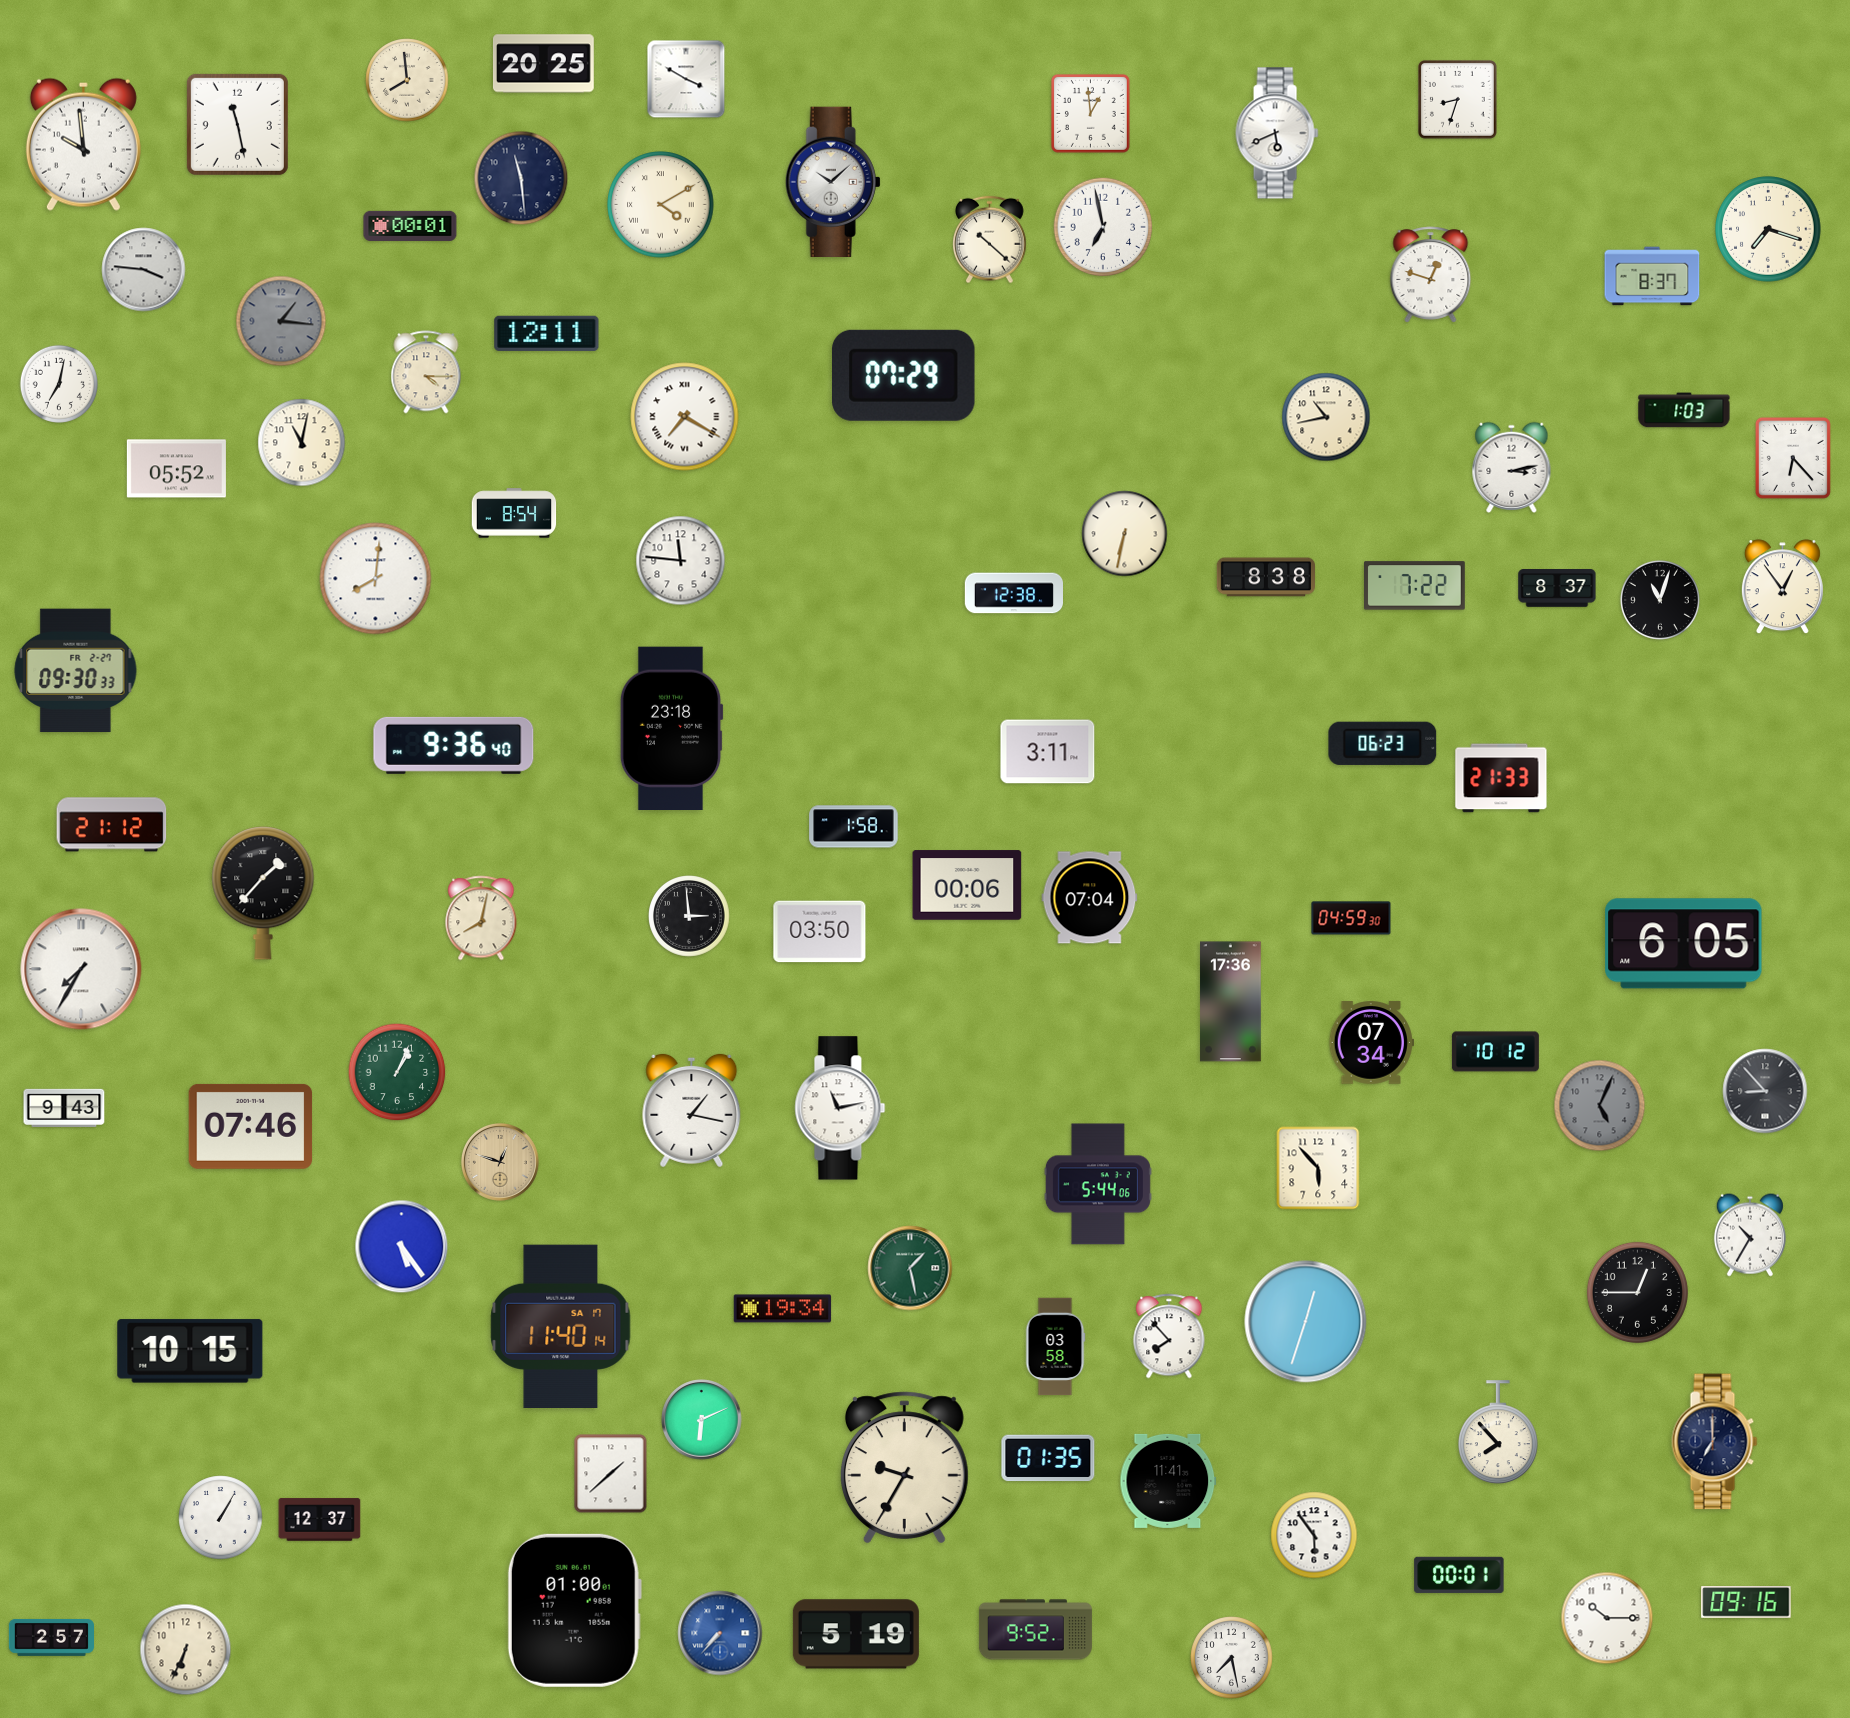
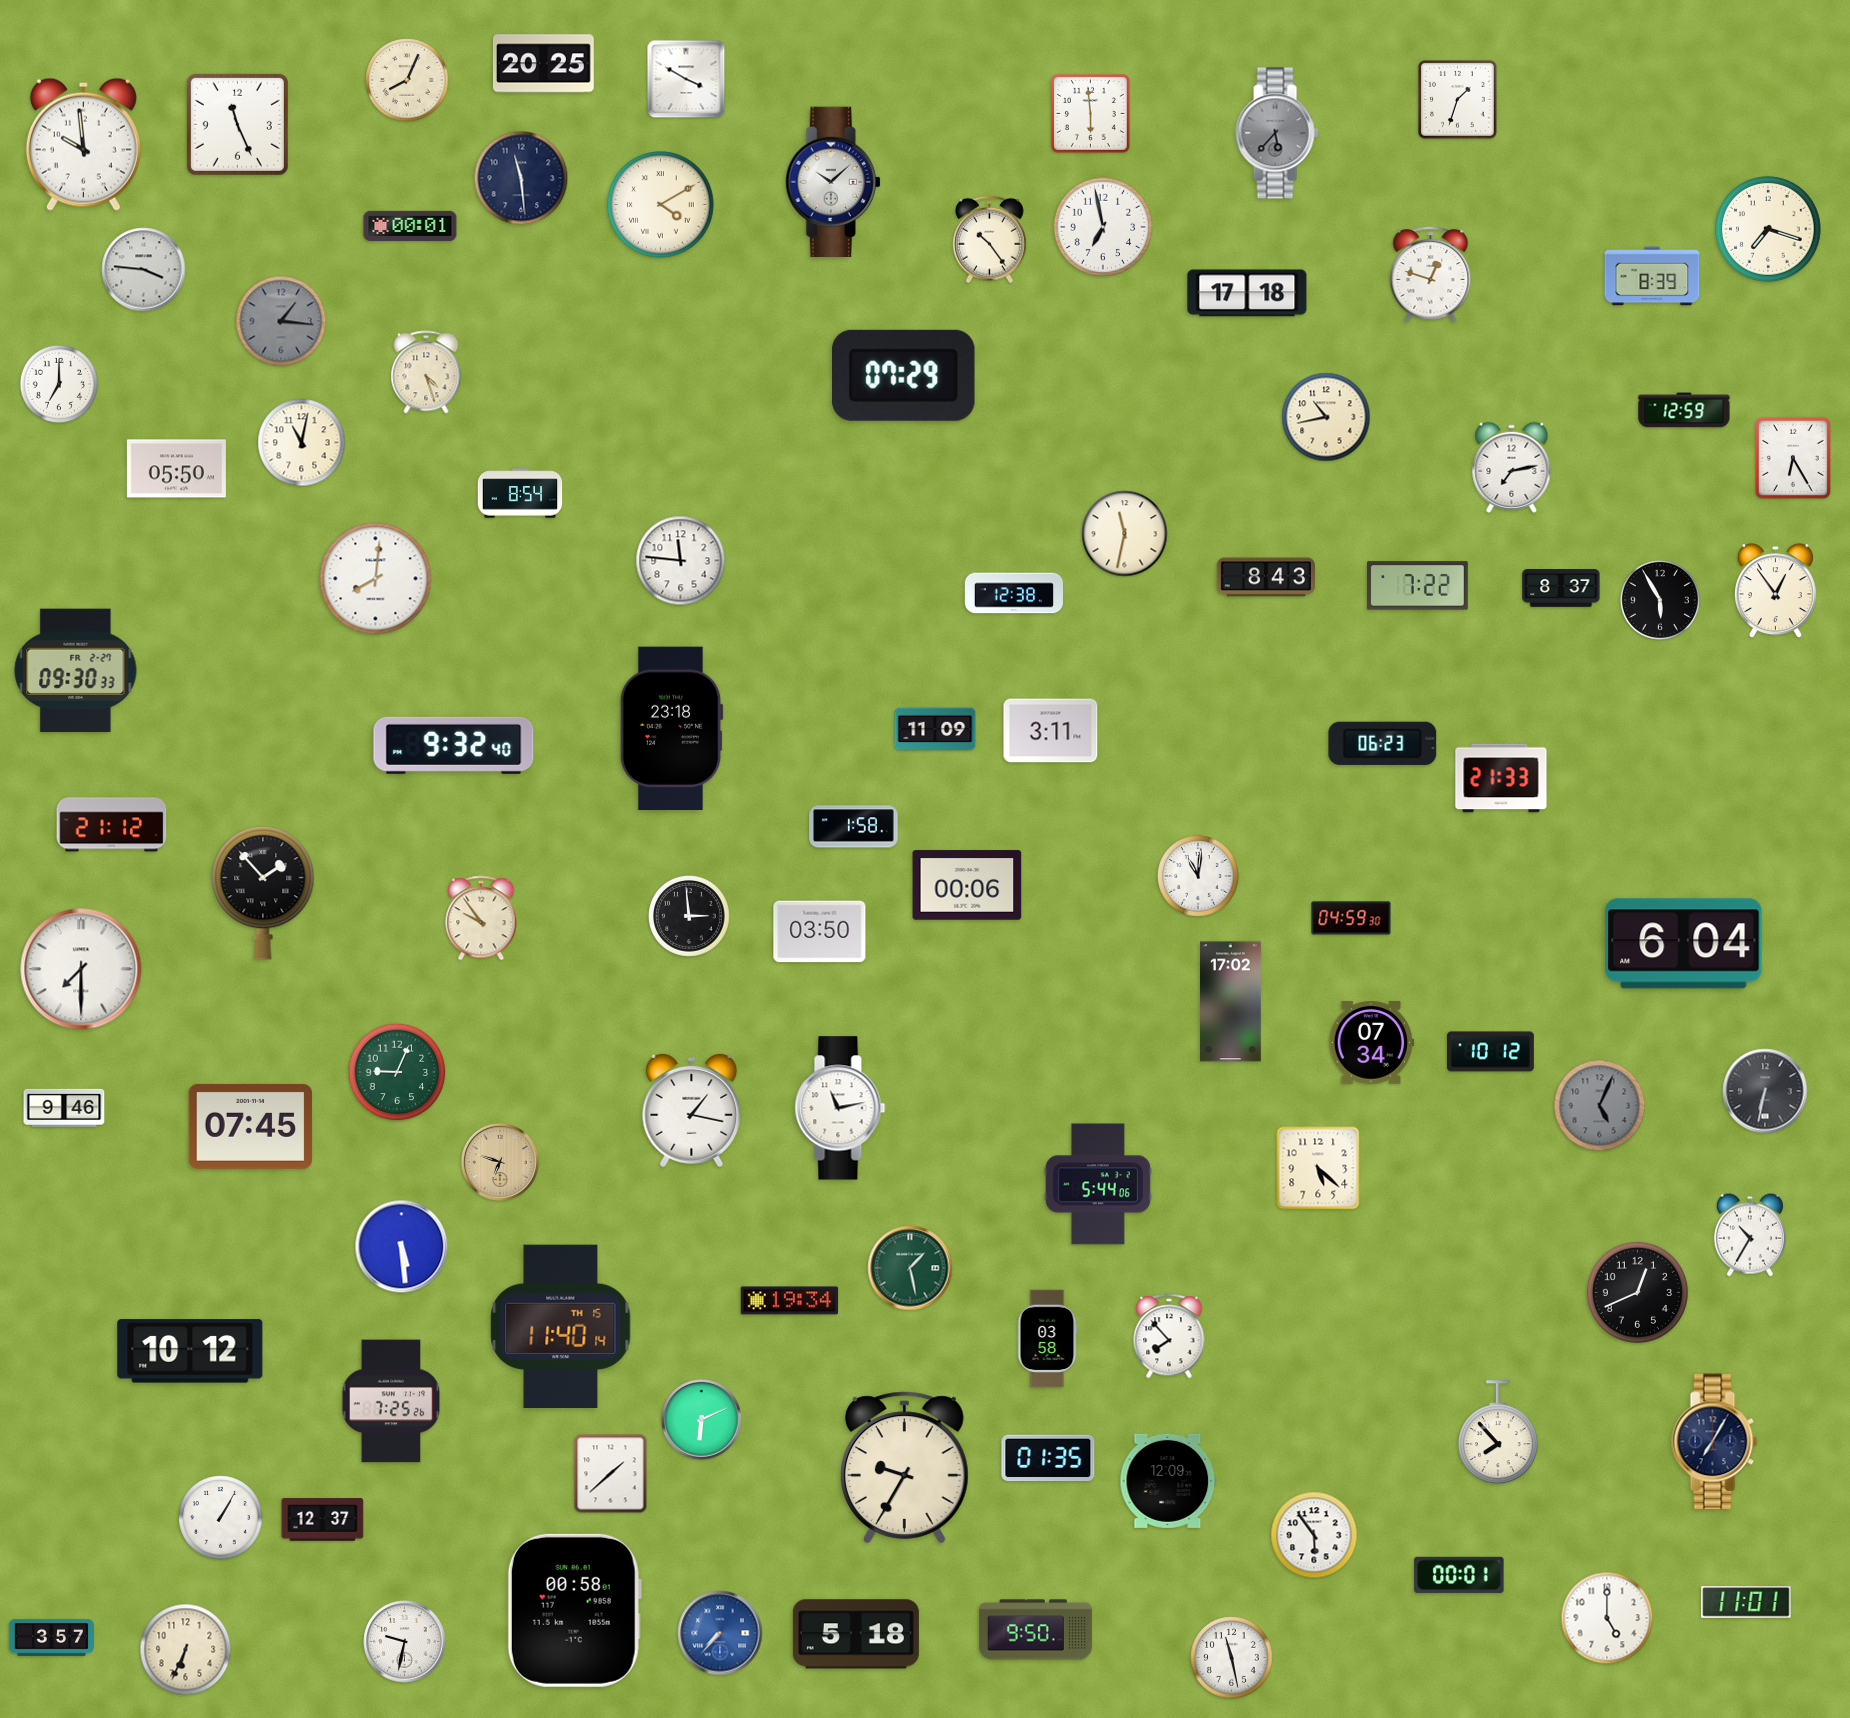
clock at (407, 80): 7:59 -> 8:04
clock at (1457, 99): 8:33 -> 1:33
clock at (1090, 113): 12:59 -> 5:59
clock at (237, 124): 11:28 -> 11:26
clock at (1277, 133): 5:41 -> 5:37
clock at (1277, 133) dial: white -> grey
clock at (990, 240): 10:22 -> 10:24
clock at (1652, 276): 8:37 -> 8:39
clock at (1247, 293): none -> 17:18
clock at (547, 333): 12:11 -> none
clock at (426, 372): 4:15 -> 4:27
clock at (58, 383): 7:02 -> 7:00
clock at (1684, 410): 1:03 -> 12:59
clock at (685, 417): 7:20 -> none
clock at (1793, 458): 6:23 -> 6:25
clock at (1512, 467): 3:13 -> 7:13
clock at (176, 469): 05:52 -> 05:50
clock at (514, 513) position: (514, 513) -> (520, 493)
clock at (1125, 534): 6:32 -> 11:32
clock at (1265, 577): 8:38 -> 8:43
clock at (1415, 586) position: (1415, 586) -> (1418, 586)
clock at (1782, 587) position: (1782, 587) -> (1775, 591)
clock at (1557, 588) position: (1557, 588) -> (1561, 588)
clock at (1660, 600): 11:03 -> 5:55
clock at (935, 729): none -> 11:09
clock at (454, 745): 9:36 -> 9:32
clock at (1048, 752) position: (1048, 752) -> (1051, 731)
clock at (1199, 877): none -> 11:01
clock at (263, 893): 1:37 -> 1:53
clock at (1090, 898): 07:04 -> none
clock at (481, 918): 8:02 -> 9:54
clock at (1684, 944): 6:05 -> 6:04
clock at (81, 969): 7:35 -> 7:30
clock at (1231, 1002): 17:36 -> 17:02
clock at (1495, 1052) position: (1495, 1052) -> (1490, 1052)
clock at (397, 1072): 1:04 -> 9:04
clock at (1765, 1091): 8:53 -> 6:32
clock at (64, 1108): 9:43 -> 9:46
clock at (251, 1126): 07:46 -> 07:45
clock at (500, 1162): 12:48 -> 6:48
clock at (1318, 1168): 5:53 -> 5:22
clock at (402, 1247): 5:24 -> 5:29
clock at (1637, 1292): 12:45 -> 12:41
clock at (783, 1309) position: (783, 1309) -> (790, 1301)
clock at (1306, 1322): 12:33 -> none
clock at (561, 1326) date: SA 17 -> TH 15
clock at (1055, 1347) position: (1055, 1347) -> (1047, 1339)
clock at (190, 1351): 10:15 -> 10:12
clock at (391, 1401): none -> 7:25
clock at (1715, 1442): 7:00 -> 7:05
clock at (1168, 1481): 11:41 -> 12:09
clock at (320, 1520) position: (320, 1520) -> (323, 1520)
clock at (1746, 1602): 09:16 -> 11:01
clock at (574, 1610): 01:00 -> 00:58
clock at (1607, 1618): 10:15 -> 5:00
clock at (1035, 1630): 9:52 -> 9:50
clock at (856, 1634): 5:19 -> 5:18
clock at (51, 1637): 2:57 -> 3:57
clock at (405, 1642): none -> 9:32
clock at (1232, 1658): 7:28 -> 11:28
